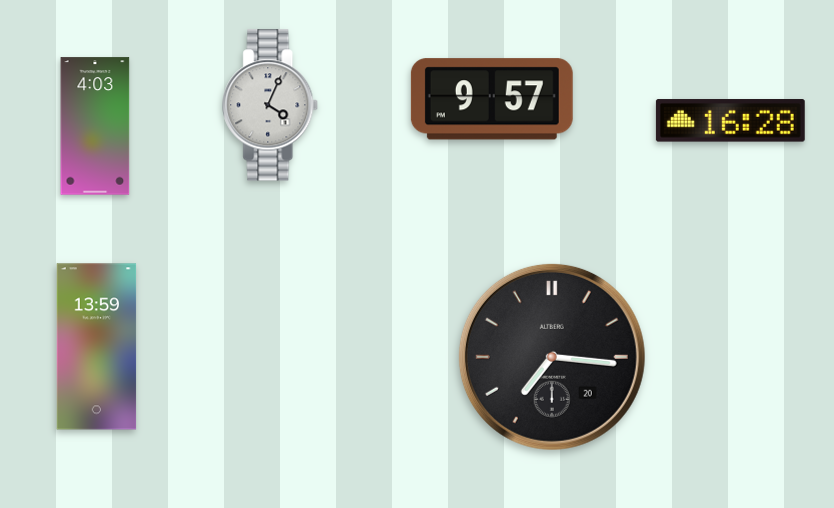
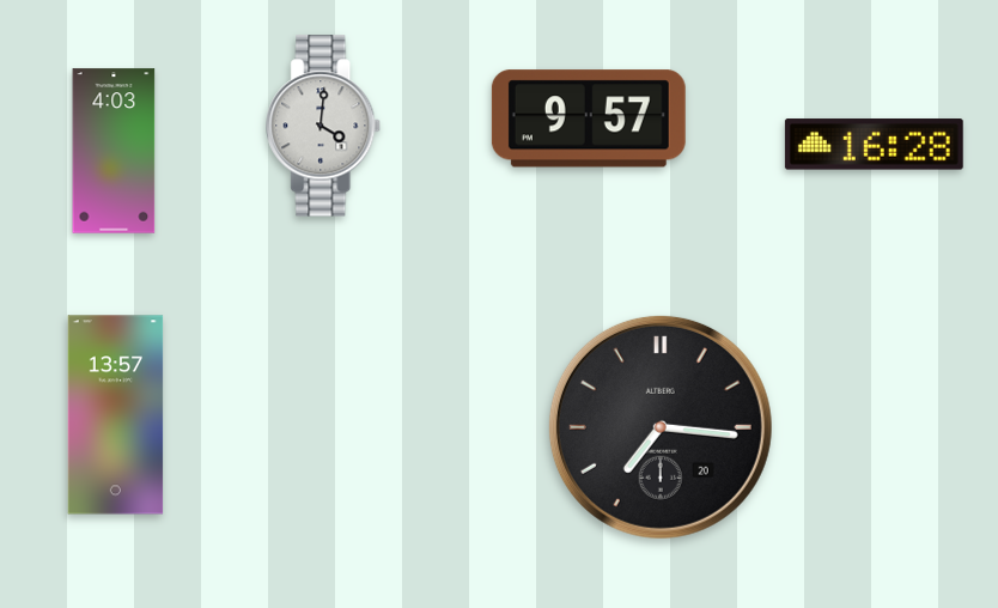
clock at (271, 105): 4:04 -> 4:01
clock at (97, 347): 13:59 -> 13:57
